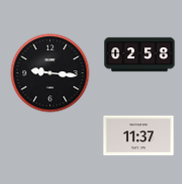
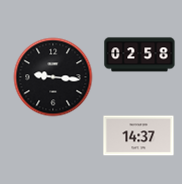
clock at (50, 73) position: (50, 73) -> (53, 77)
clock at (139, 136): 11:37 -> 14:37
